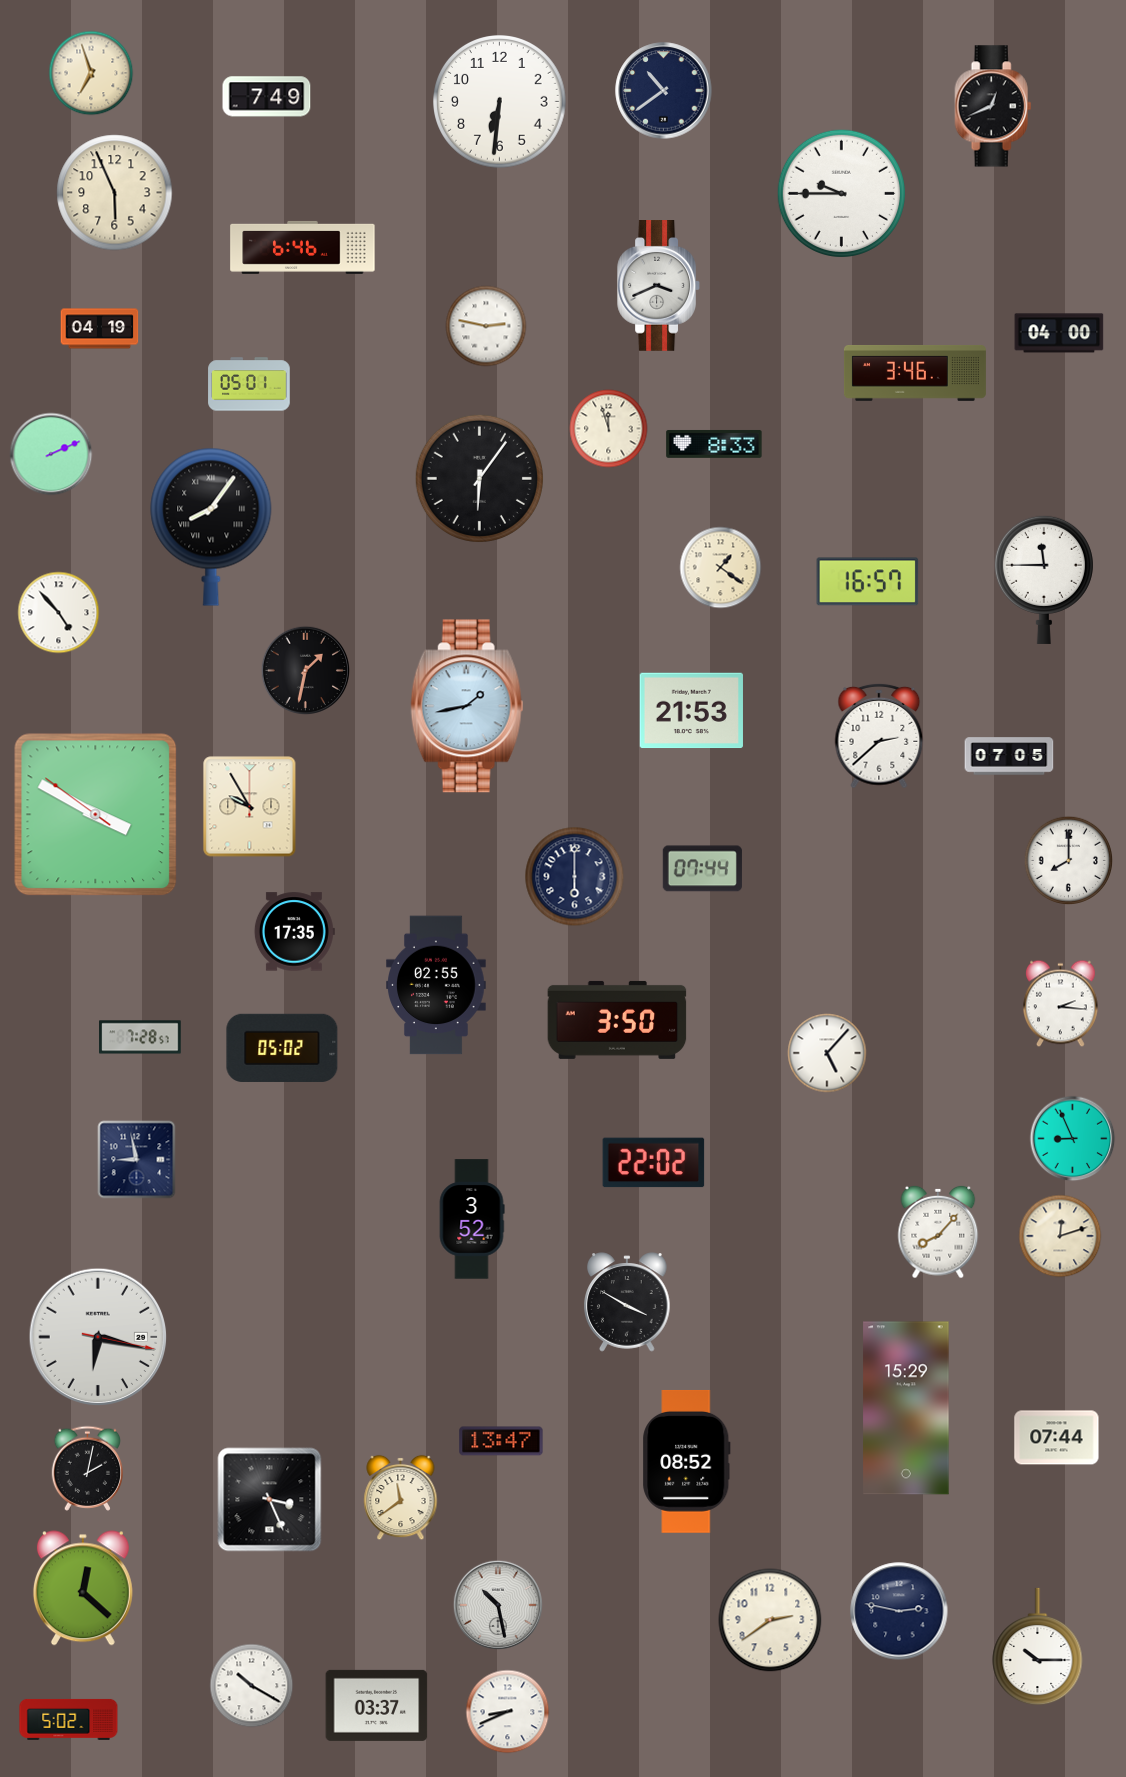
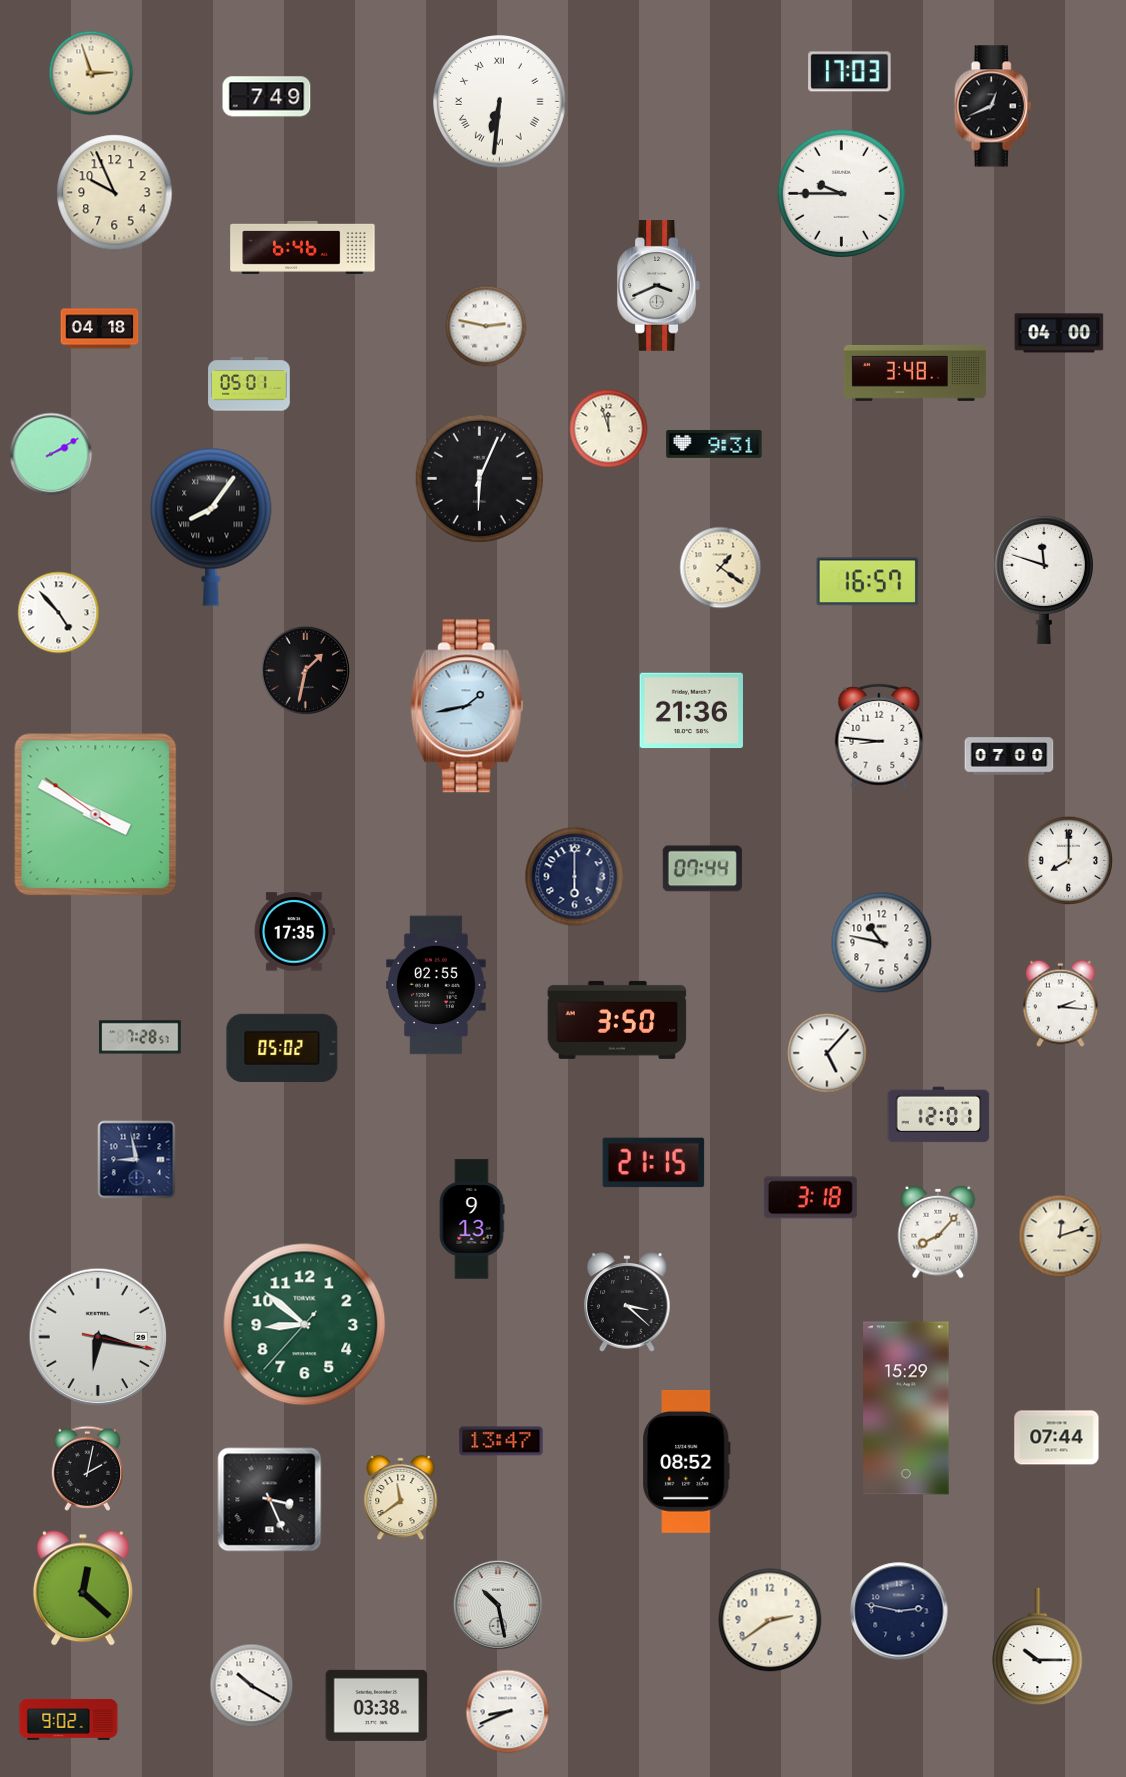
clock at (850, 72): none -> 17:03
clock at (91, 73): 6:57 -> 2:57
clock at (664, 91): 10:39 -> none
clock at (500, 102) numerals: Arabic -> Roman
clock at (115, 193): 5:56 -> 9:56
clock at (100, 329): 04:19 -> 04:18
clock at (915, 373): 3:46 -> 3:48
clock at (714, 444): 8:33 -> 9:31
clock at (51, 454): 2:11 -> 2:10
clock at (479, 478): 6:06 -> 6:04
clock at (1044, 579): 11:45 -> 11:48
clock at (691, 711): 21:53 -> 21:36
clock at (879, 736): 2:38 -> 8:46
clock at (1009, 756): 07:05 -> 07:00
clock at (250, 807): 9:55 -> none
clock at (882, 943): none -> 10:47
clock at (939, 1115): none -> 12:01
clock at (1073, 1139): 8:56 -> none
clock at (654, 1163): 22:02 -> 21:15
clock at (810, 1198): none -> 3:18
clock at (472, 1219): 3:52 -> 9:13
clock at (627, 1302): 3:50 -> 3:22
clock at (305, 1325): none -> 8:51
clock at (377, 1705): 03:37 -> 03:38
clock at (69, 1719): 5:02 -> 9:02
